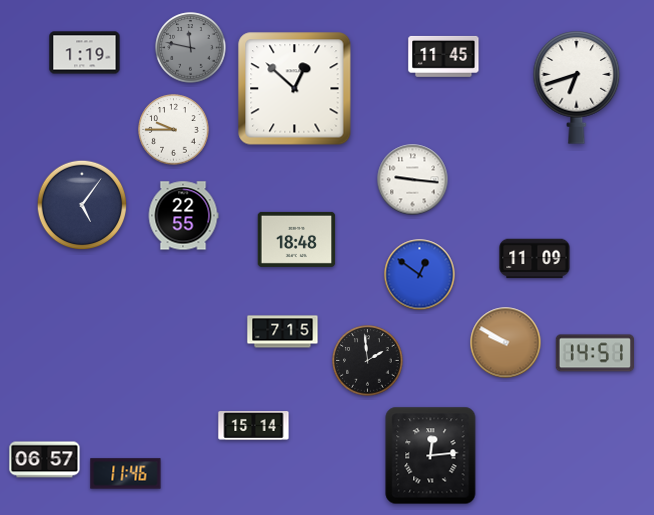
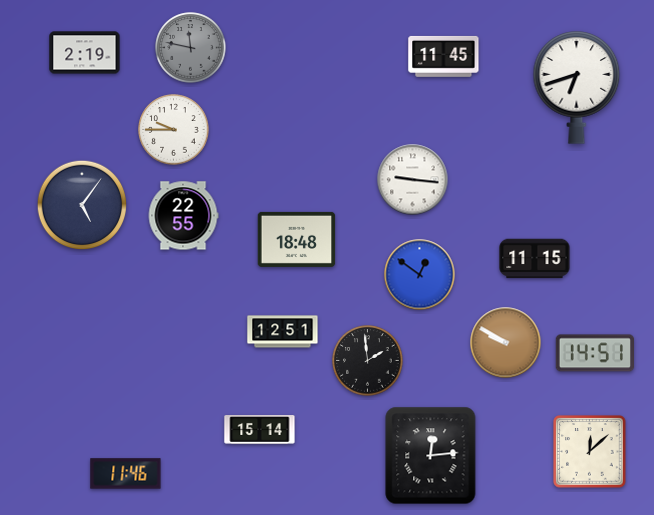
clock at (85, 53): 1:19 -> 2:19
clock at (295, 89): 12:52 -> none
clock at (535, 259): 11:09 -> 11:15
clock at (283, 332): 7:15 -> 12:51
clock at (254, 426) position: (254, 426) -> (260, 430)
clock at (590, 452): none -> 12:08
clock at (45, 460): 06:57 -> none
